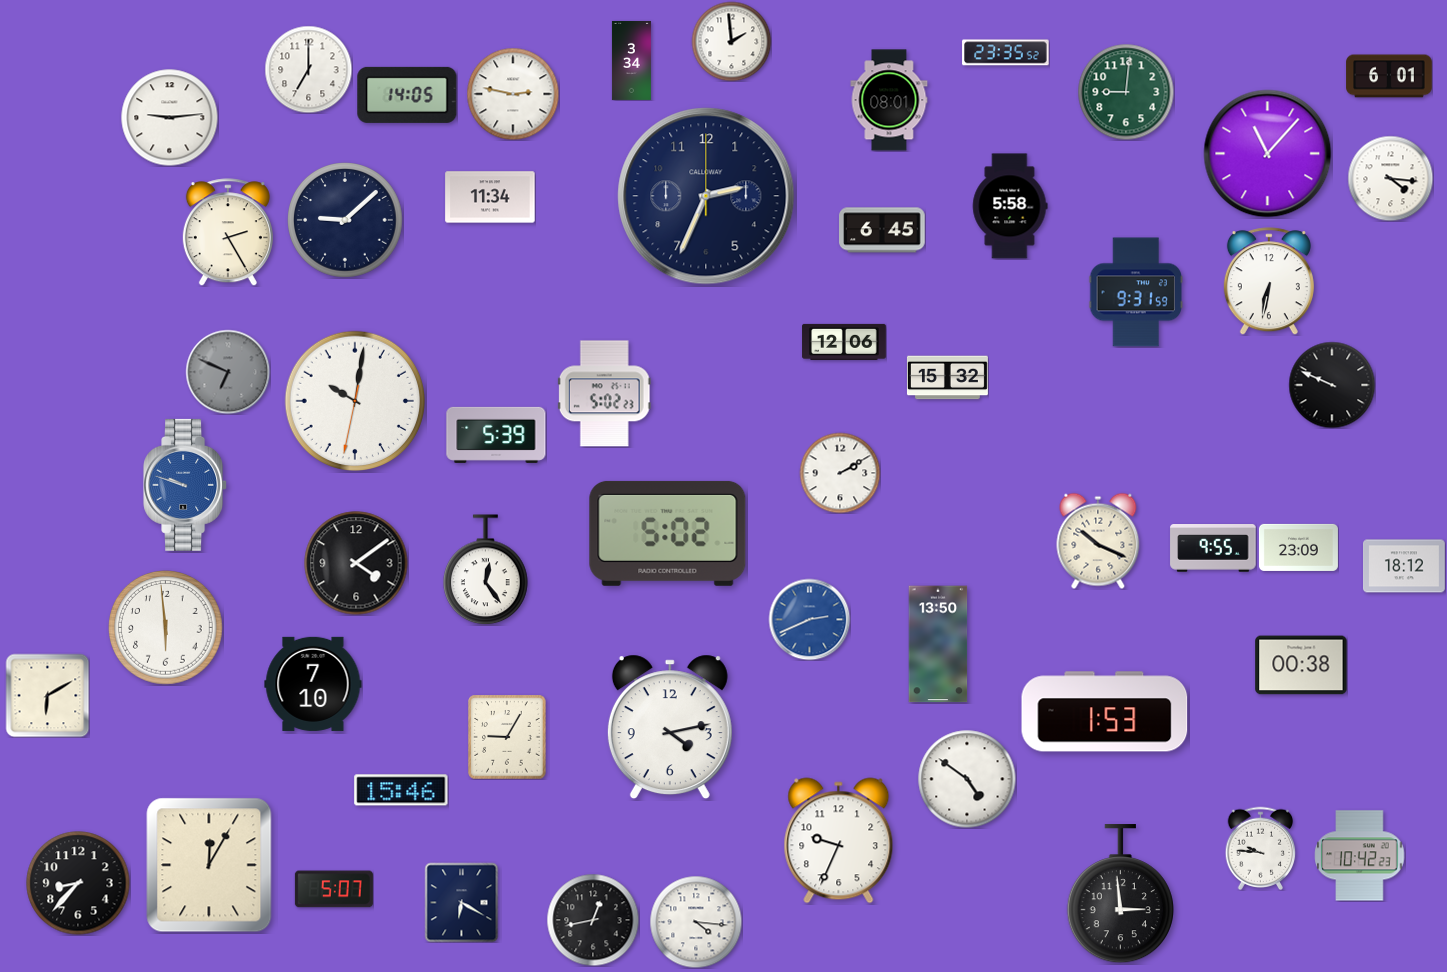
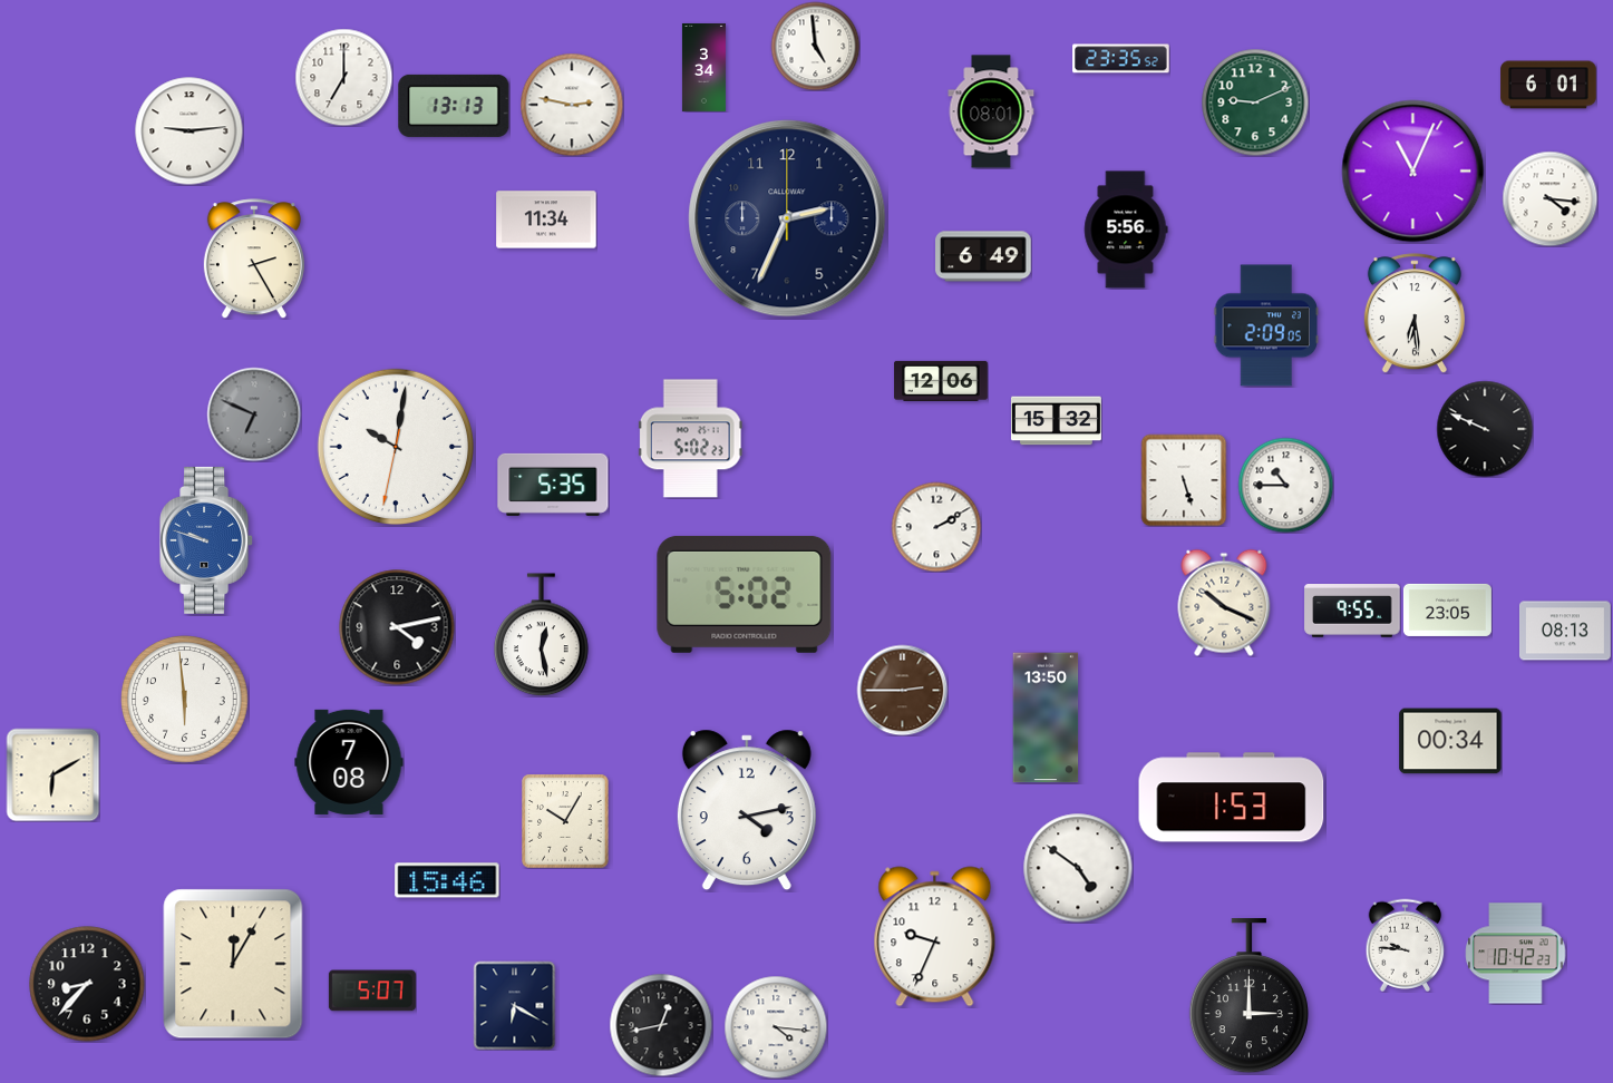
clock at (731, 41): 1:59 -> 4:59
clock at (1126, 92): 9:01 -> 9:11
clock at (407, 95): 14:05 -> 13:13
clock at (1268, 154): 11:07 -> 11:04
clock at (1010, 206): 5:58 -> 5:56
clock at (345, 220): 9:08 -> none
clock at (882, 230): 6:45 -> 6:49
clock at (1269, 281): 6:32 -> 6:29
clock at (1135, 292): 9:31 -> 2:09
clock at (604, 394) position: (604, 394) -> (690, 439)
clock at (1184, 480): none -> 5:27
clock at (496, 435): 5:39 -> 5:35
clock at (1285, 485): none -> 10:45
clock at (1298, 547): 23:09 -> 23:05
clock at (356, 563): 4:09 -> 4:13
clock at (1405, 566): 18:12 -> 08:13
clock at (486, 570): 12:24 -> 12:28
clock at (809, 619): 2:41 -> 2:45
clock at (809, 619) dial: blue -> brown
clock at (1301, 665): 00:38 -> 00:34
clock at (313, 684): 7:10 -> 7:08
clock at (1105, 712) position: (1105, 712) -> (1232, 798)
clock at (507, 737): 9:05 -> 10:05
clock at (1120, 894): 2:59 -> 3:00
